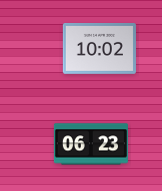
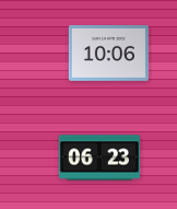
clock at (99, 49): 10:02 -> 10:06
